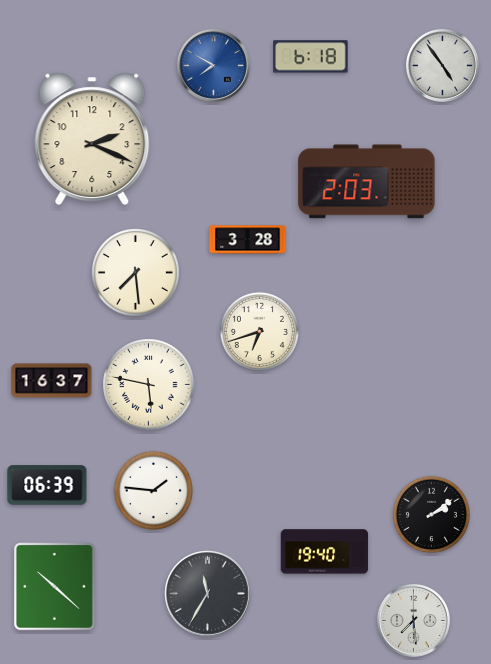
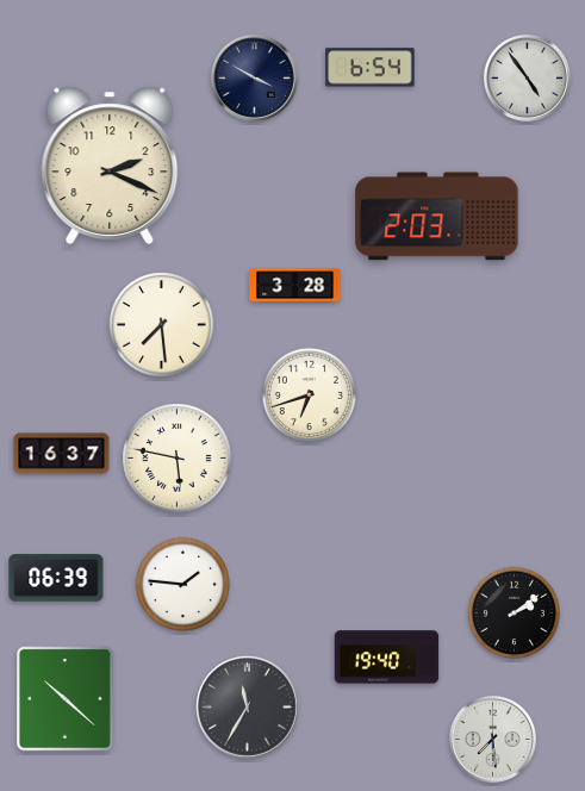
clock at (311, 57): 6:18 -> 6:54
clock at (213, 65): 7:50 -> 3:50
clock at (213, 65) dial: blue -> navy
